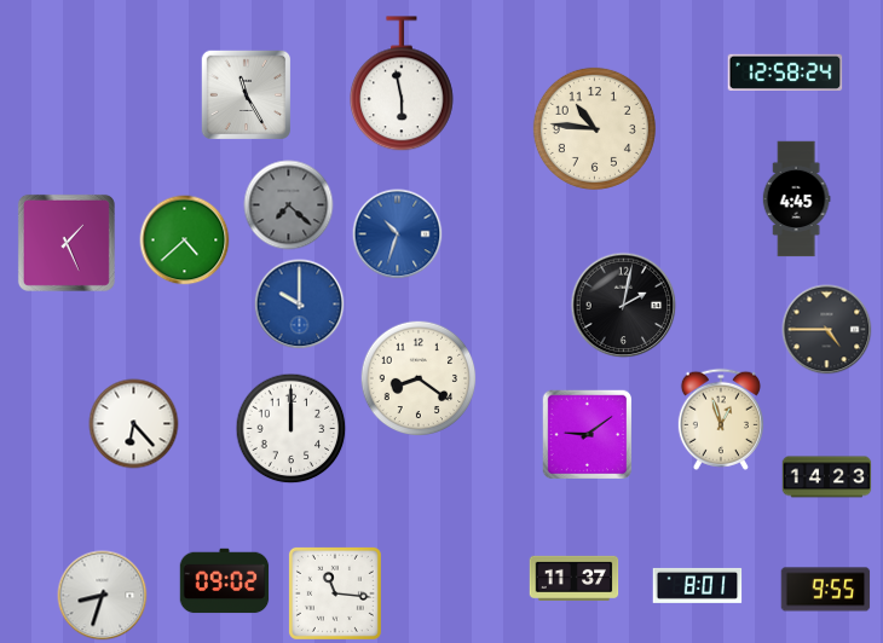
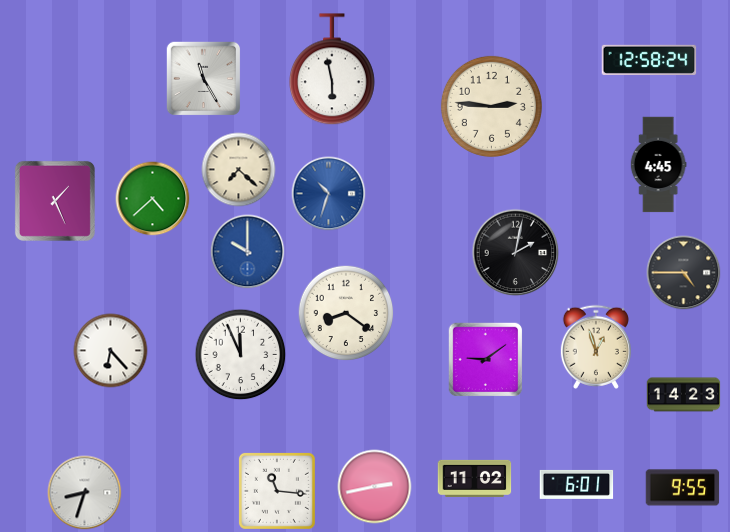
clock at (594, 128): 10:46 -> 2:46
clock at (289, 205) dial: grey -> cream
clock at (292, 429): 12:00 -> 11:56
clock at (575, 578): 11:37 -> 11:02
clock at (225, 581): 09:02 -> none
clock at (698, 585): 8:01 -> 6:01
clock at (375, 487): none -> 2:43
